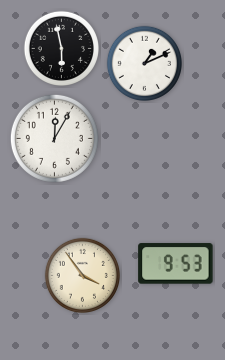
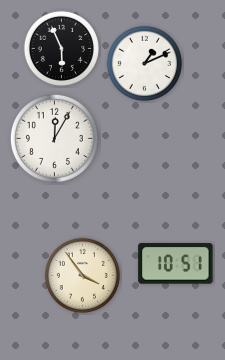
clock at (61, 48): 5:58 -> 5:56
clock at (176, 264): 9:53 -> 10:51
